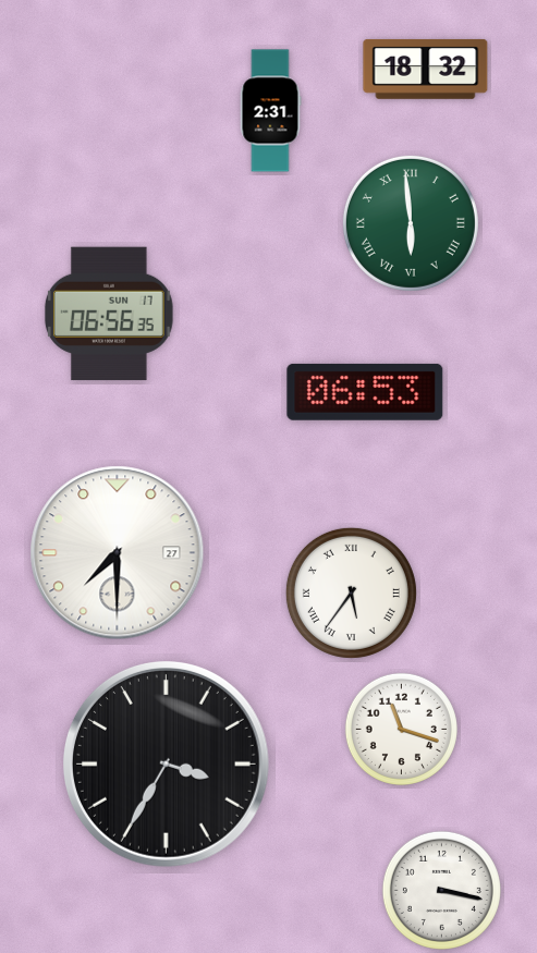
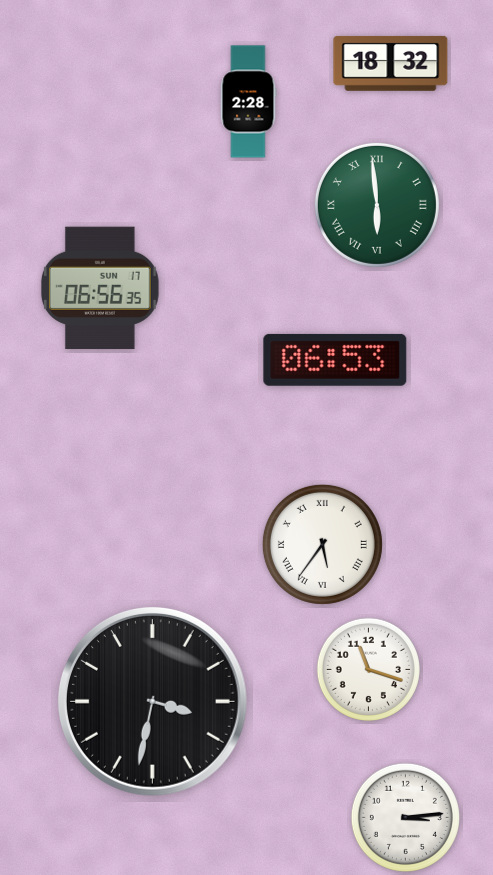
clock at (270, 111): 2:31 -> 2:28
clock at (118, 553): 7:30 -> none
clock at (166, 763): 3:35 -> 3:32
clock at (441, 890): 3:17 -> 3:14
